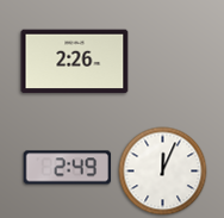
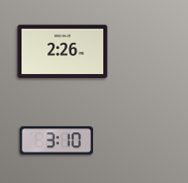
clock at (68, 168): 2:49 -> 3:10
clock at (163, 172): 12:04 -> none
